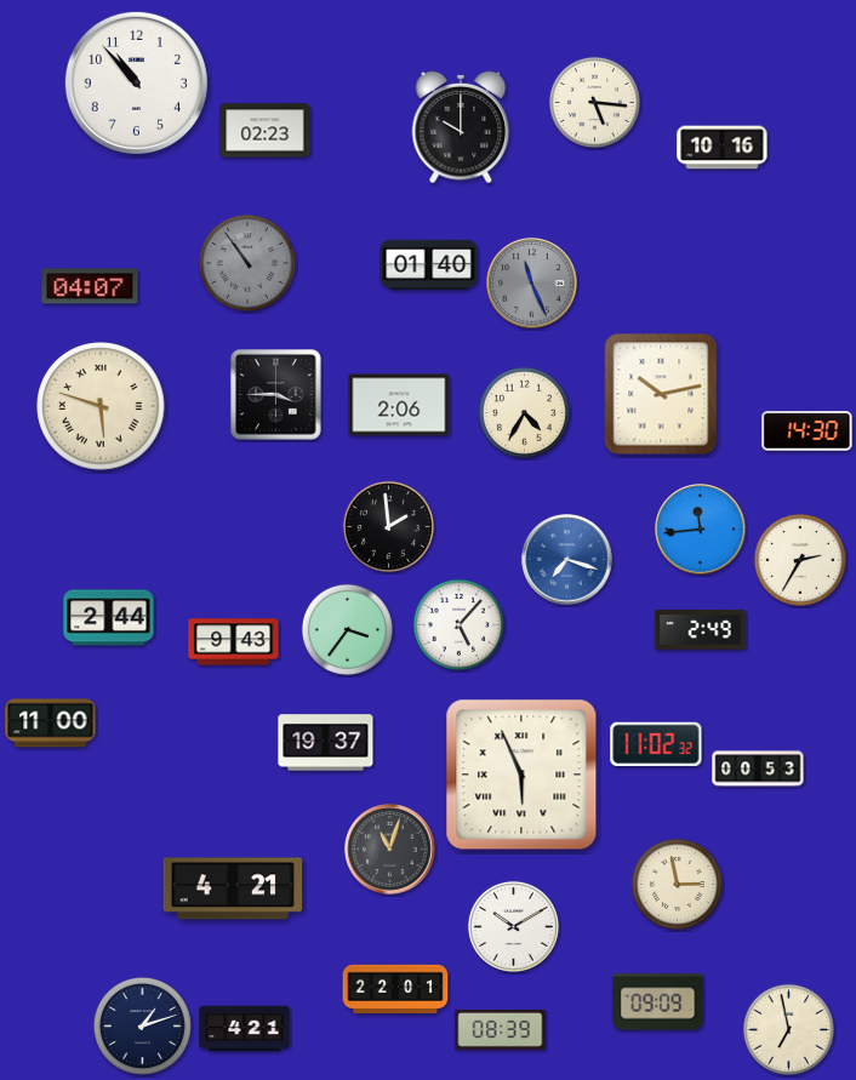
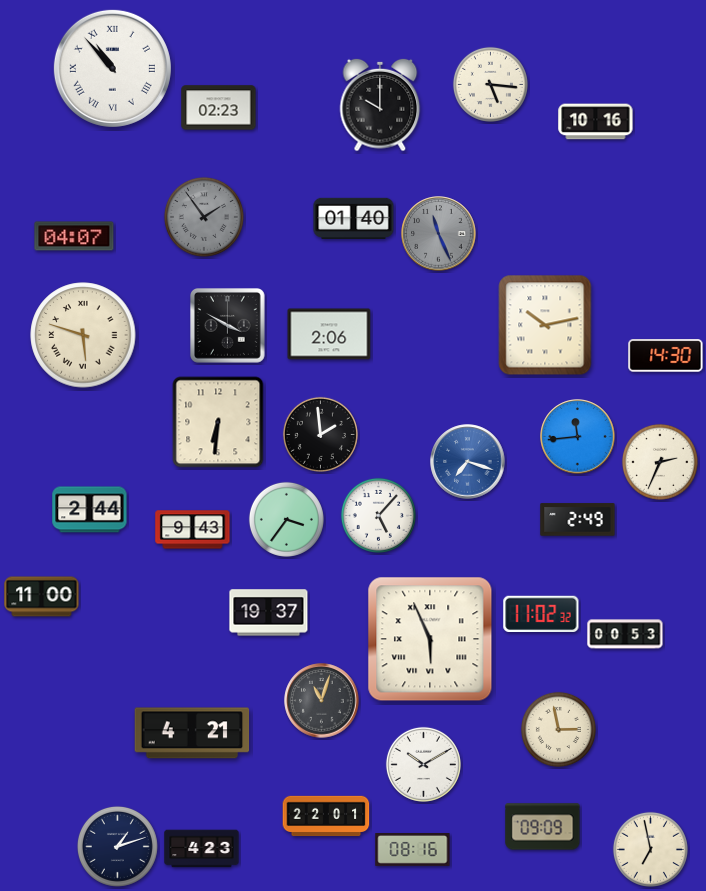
clock at (136, 82) numerals: Arabic -> Roman
clock at (247, 263): 10:54 -> 1:54
clock at (276, 395): 3:45 -> 3:50
clock at (524, 412): 4:35 -> none
clock at (218, 422): none -> 6:31
clock at (800, 560): 2:35 -> 2:34
clock at (245, 1029): 4:21 -> 4:23
clock at (501, 1030): 08:39 -> 08:16
